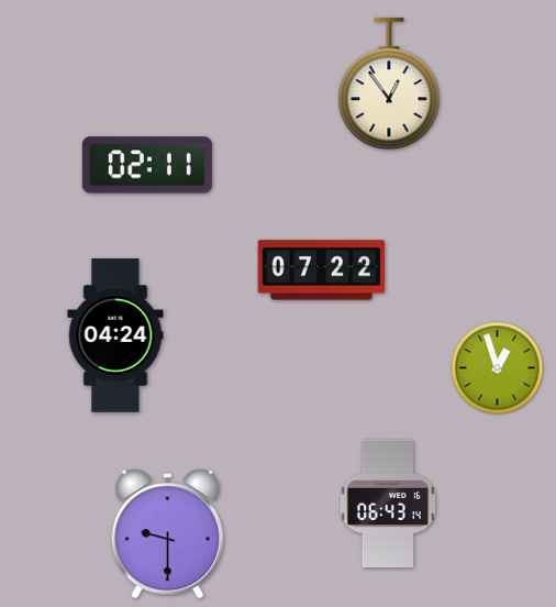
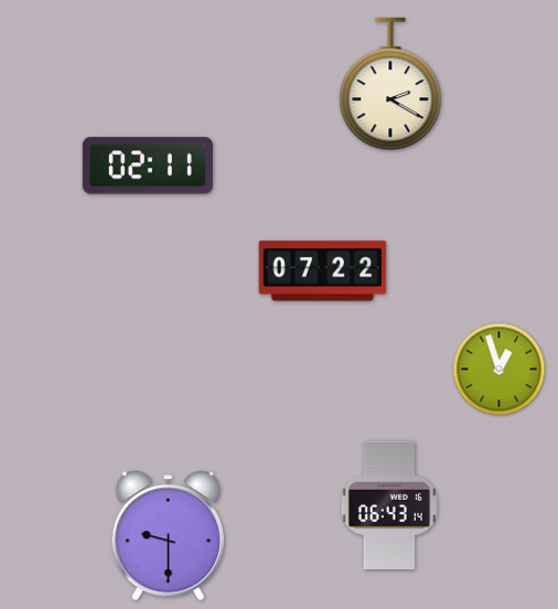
clock at (389, 84): 12:54 -> 2:20
clock at (115, 335): 04:24 -> none
